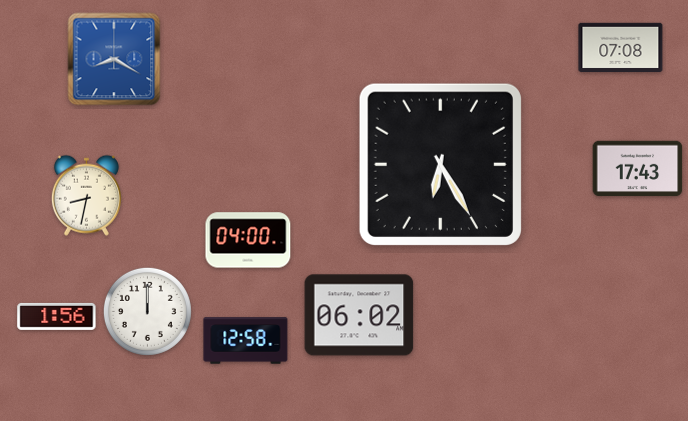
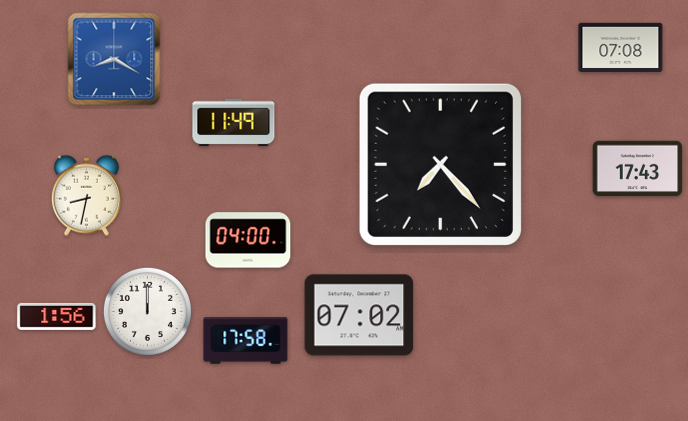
clock at (234, 123): none -> 11:49
clock at (440, 164): 6:25 -> 7:23
clock at (359, 315): 06:02 -> 07:02
clock at (246, 341): 12:58 -> 17:58
